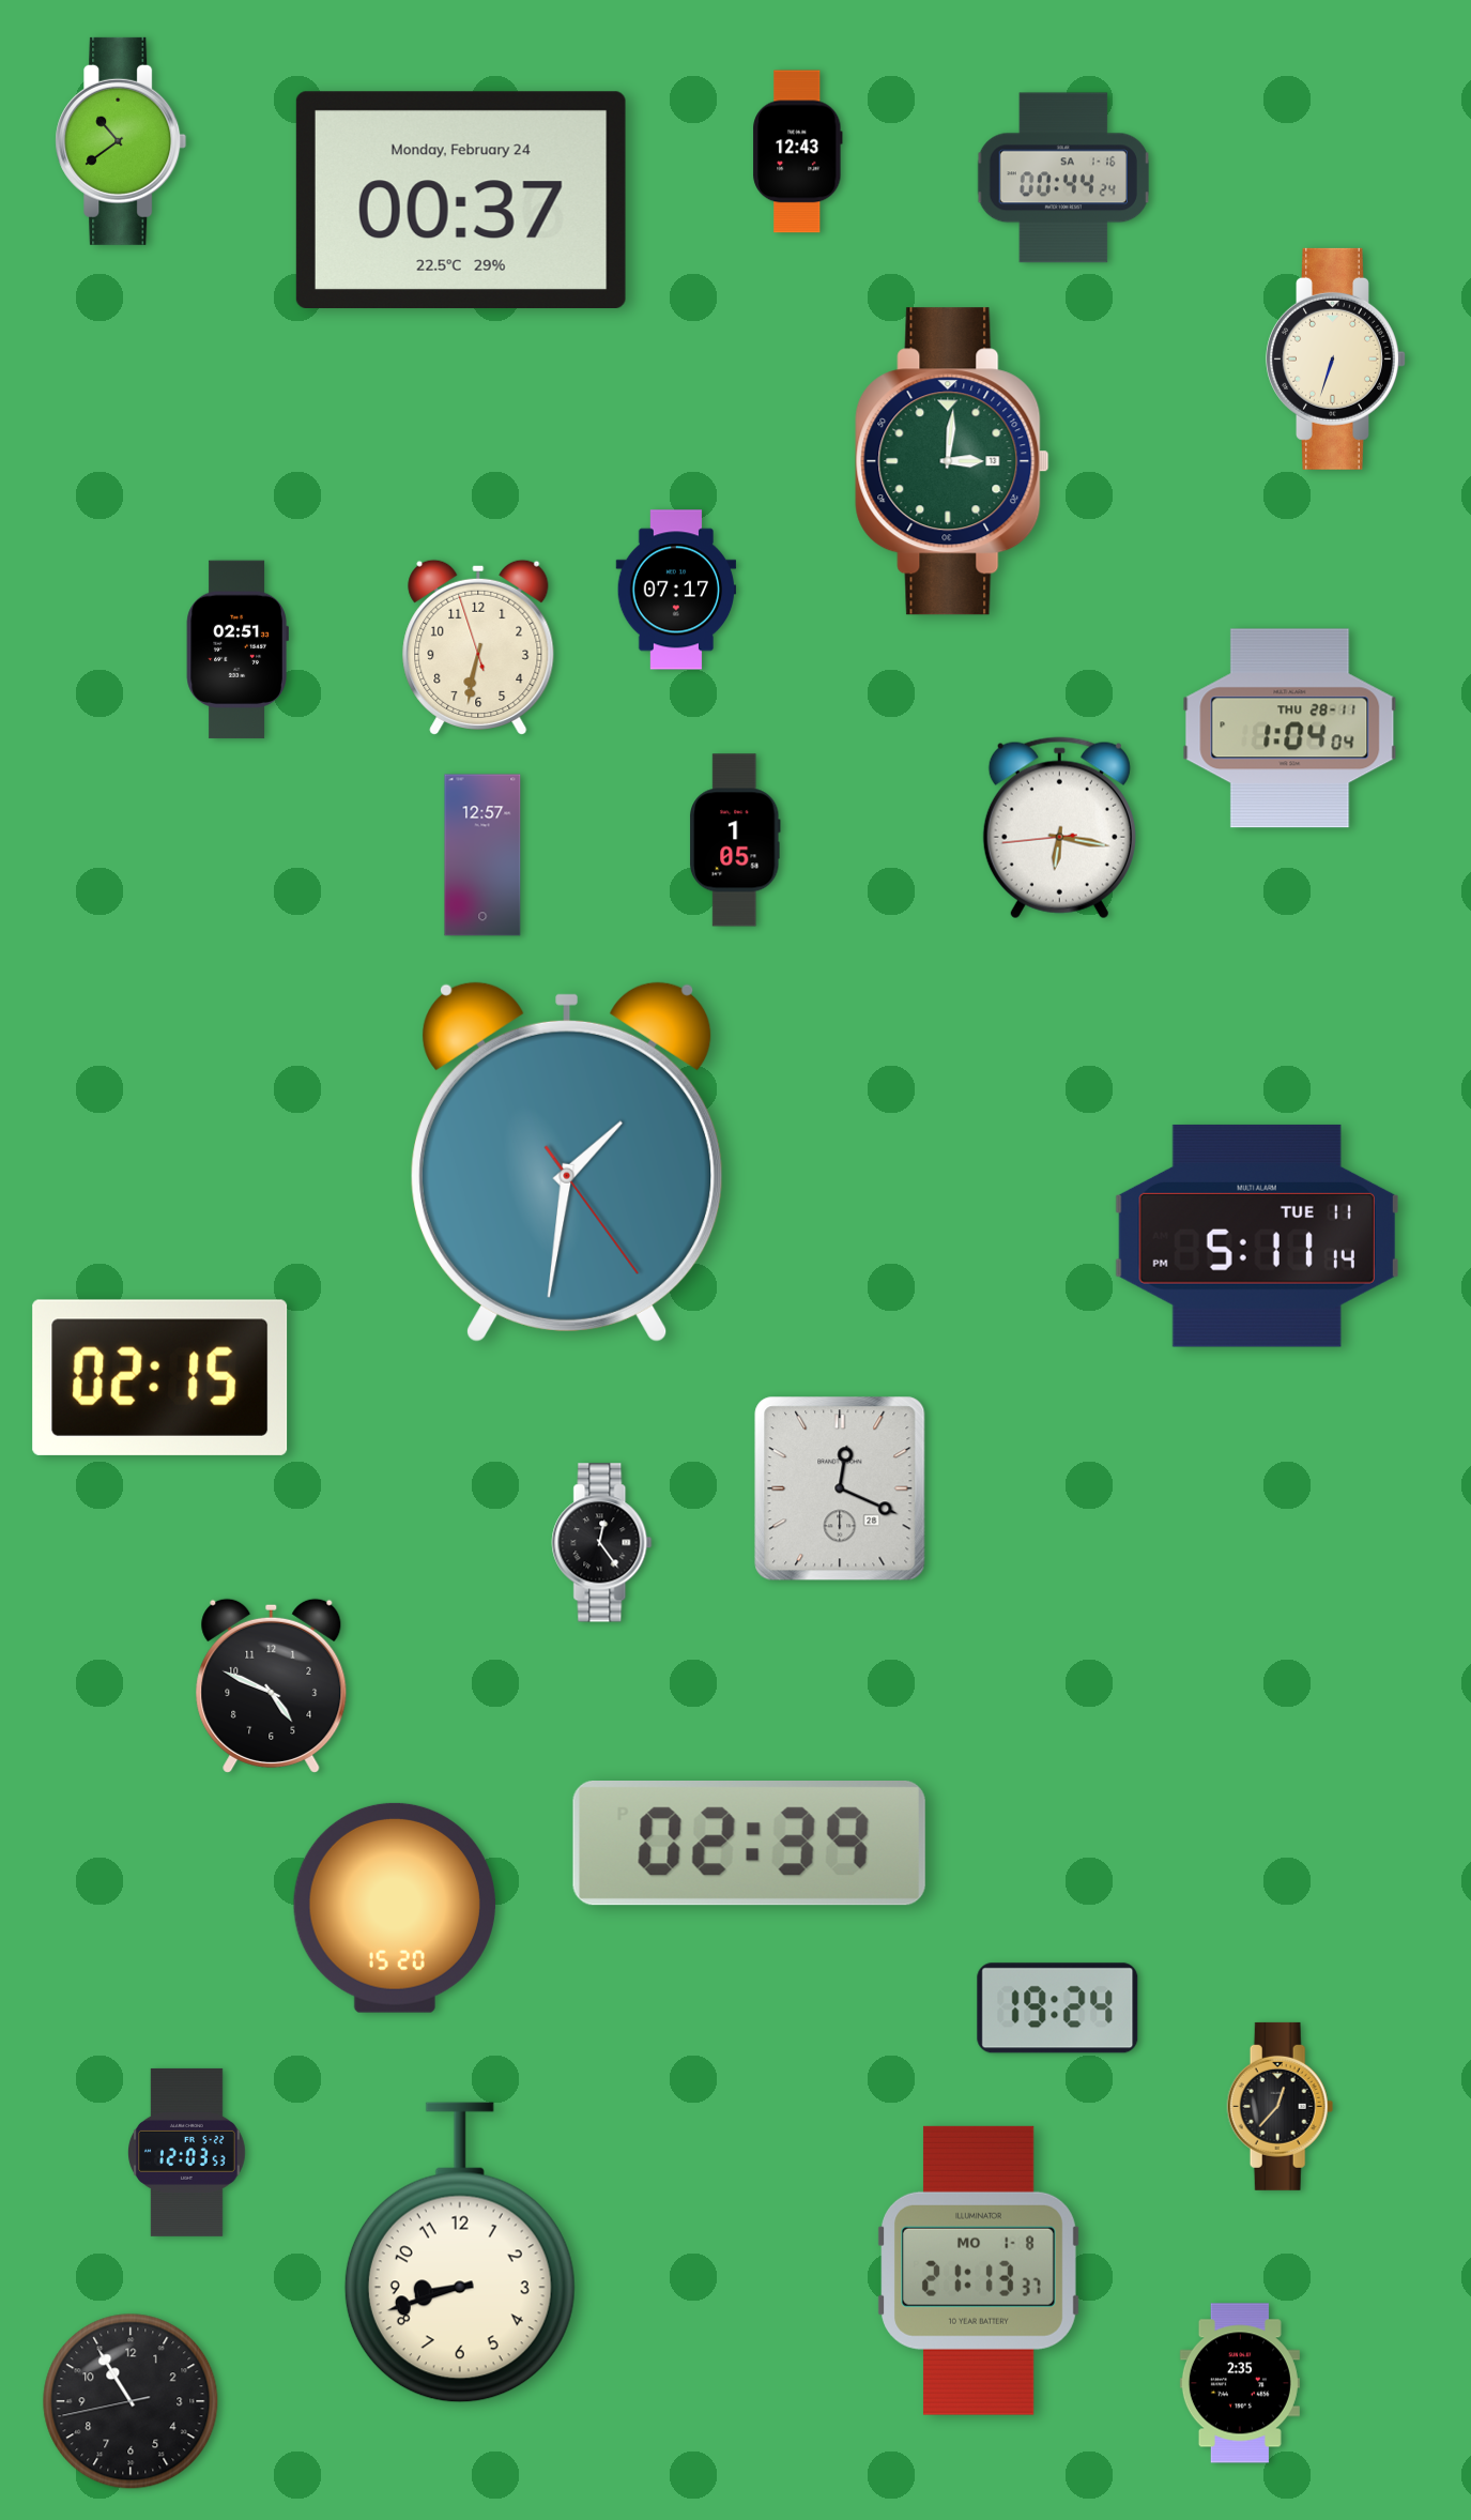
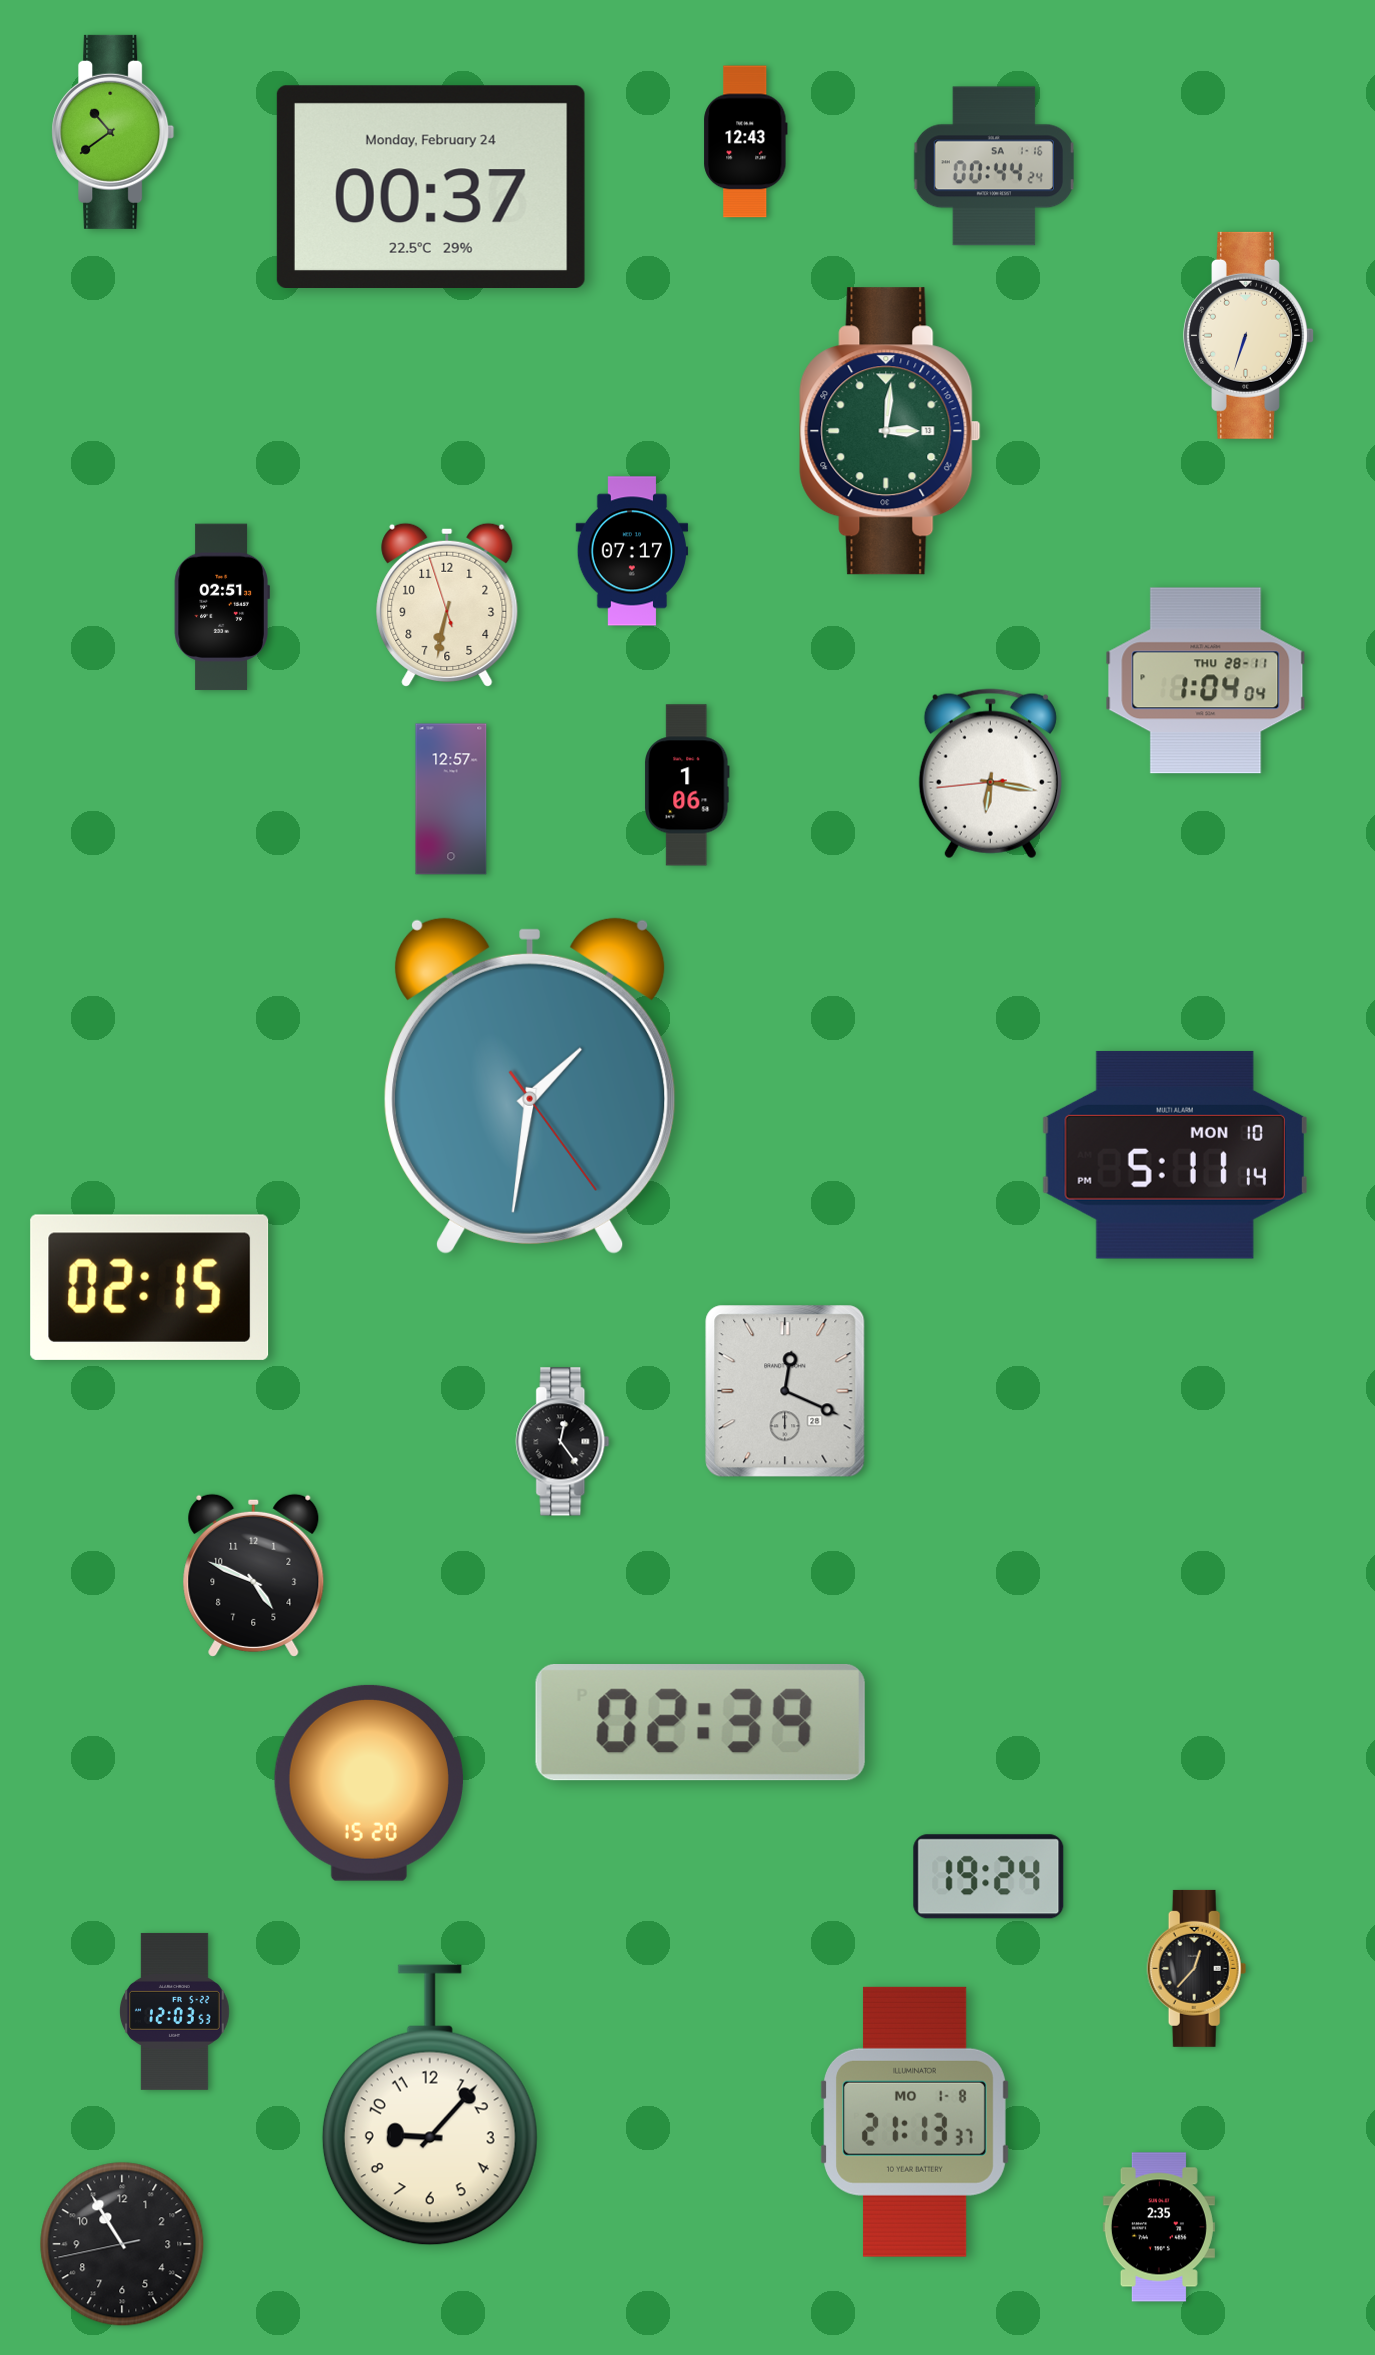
clock at (736, 840): 1:05 -> 1:06
clock at (1257, 1236) date: TUE 11 -> MON 10
clock at (460, 2252): 8:42 -> 9:07
